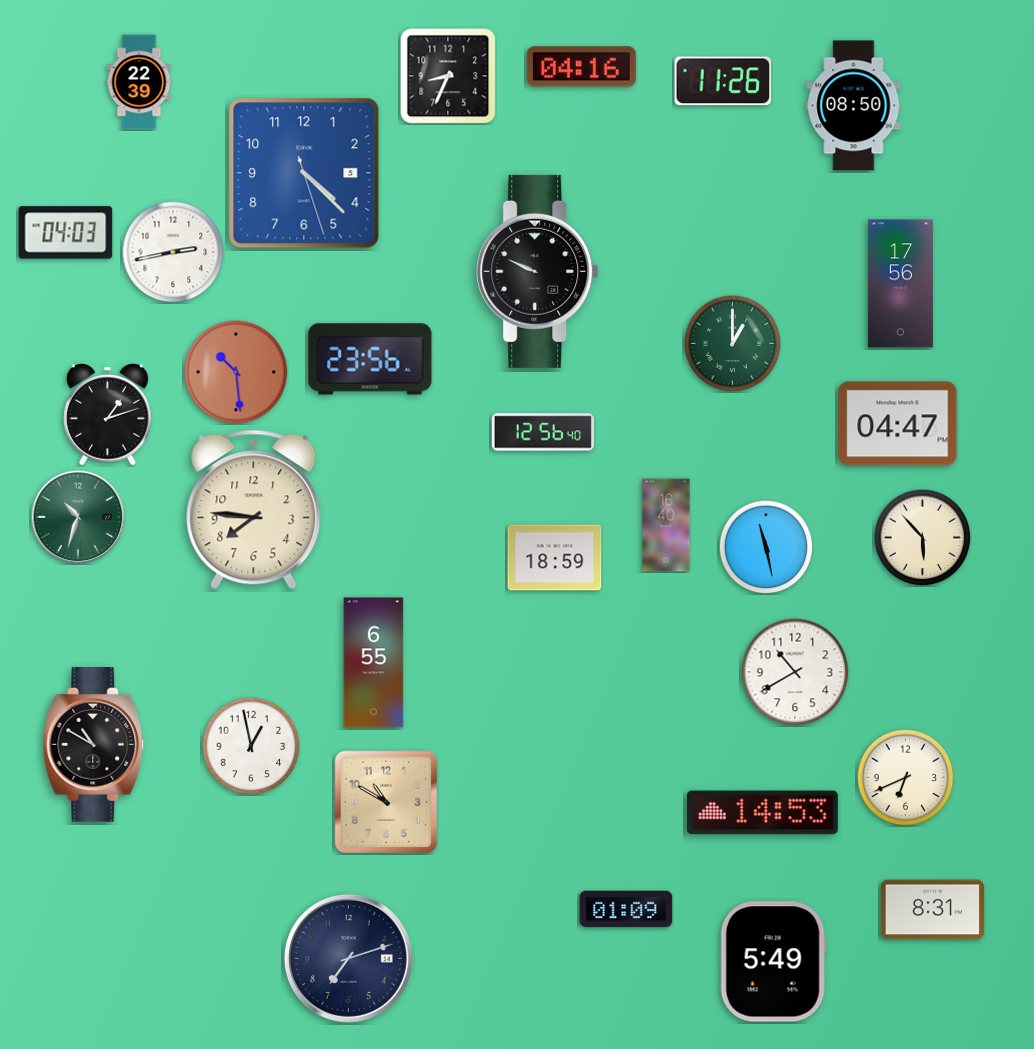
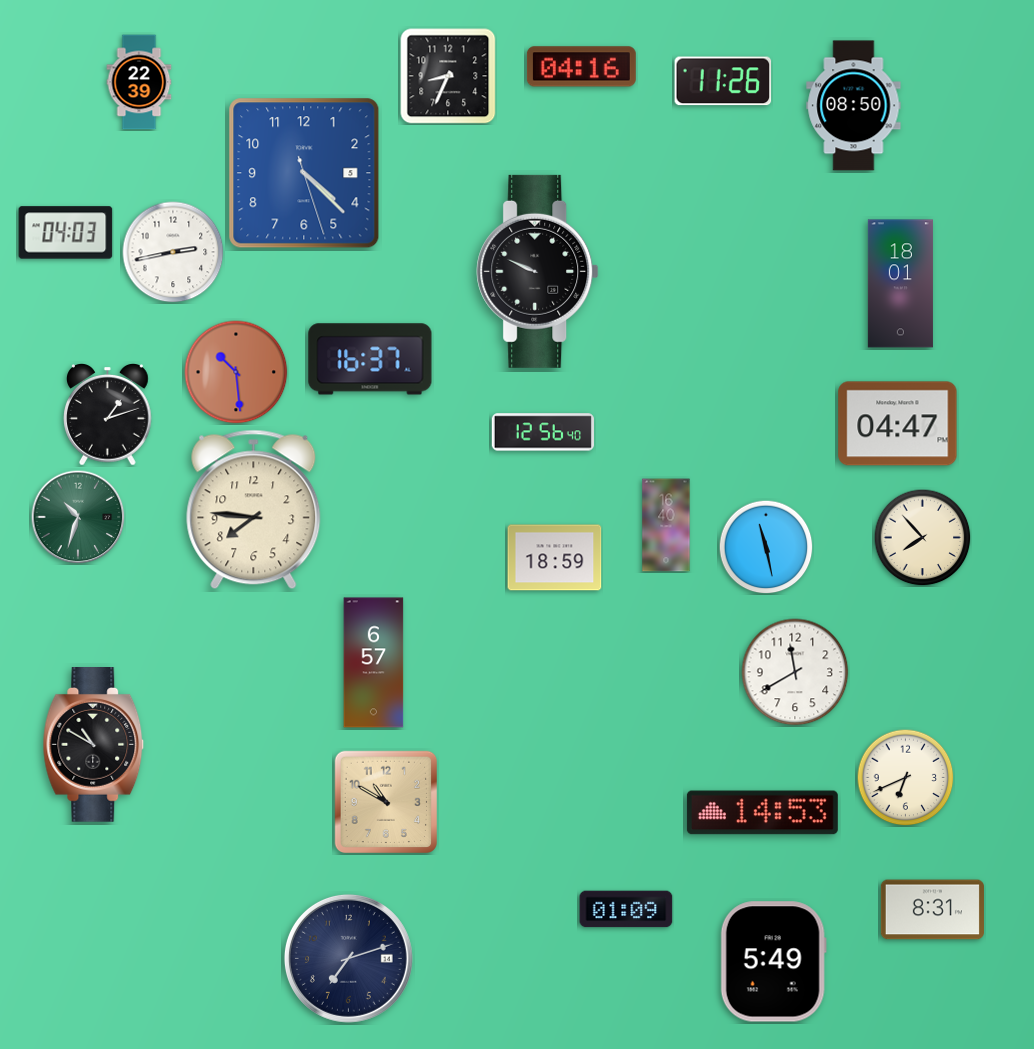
clock at (900, 284): 17:56 -> 18:01
clock at (732, 343): 1:00 -> none
clock at (370, 359): 23:56 -> 16:37
clock at (922, 537): 5:53 -> 7:53
clock at (374, 663): 6:55 -> 6:57
clock at (795, 672): 10:40 -> 11:40
clock at (251, 746): 12:58 -> none
